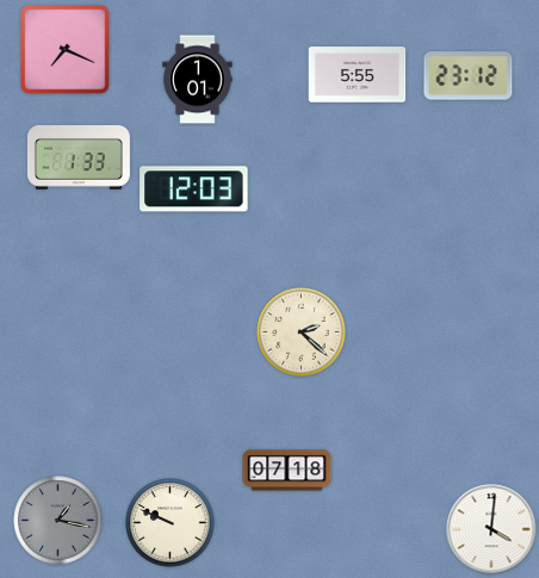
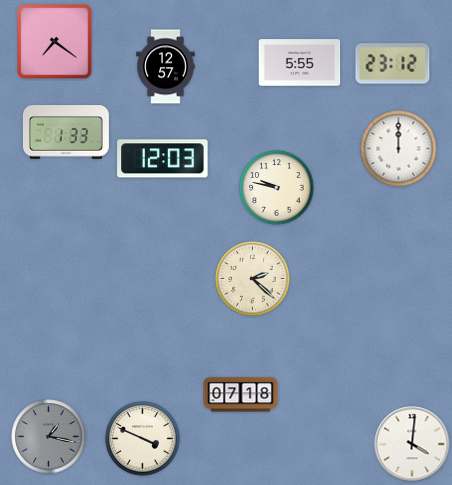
clock at (66, 50): 7:19 -> 7:21
clock at (198, 80): 1:01 -> 12:57
clock at (399, 149): none -> 12:00
clock at (277, 188): none -> 9:47
clock at (171, 523): 9:49 -> 3:49
